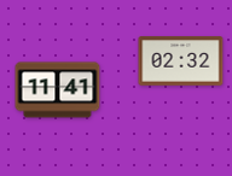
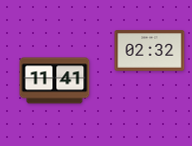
clock at (58, 90) position: (58, 90) -> (55, 81)
